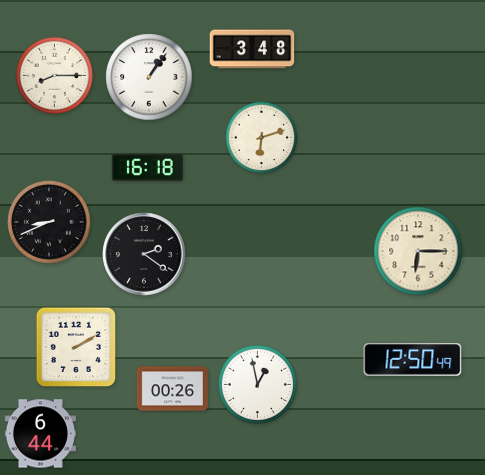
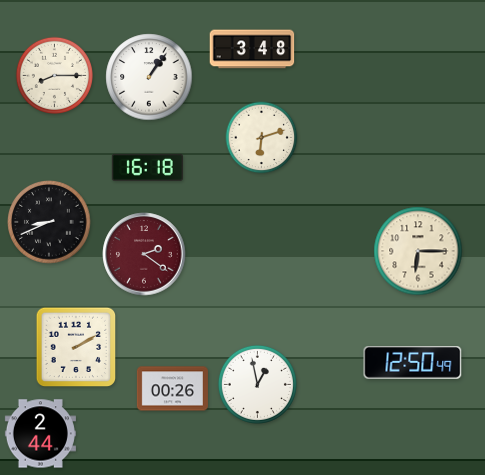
clock at (144, 254) dial: black -> burgundy
clock at (413, 360) position: (413, 360) -> (413, 363)
clock at (40, 434): 6:44 -> 2:44
